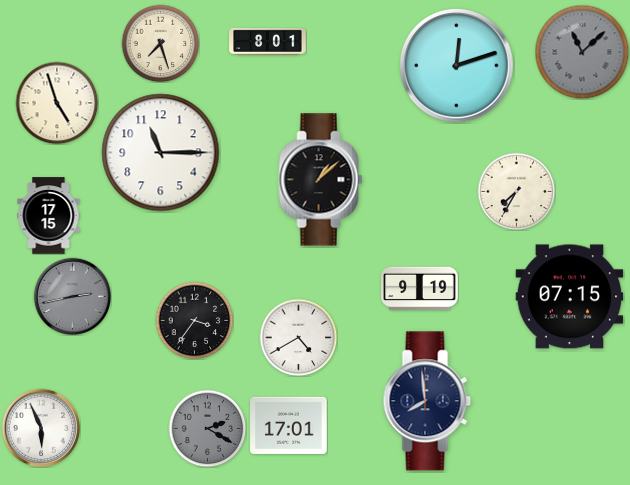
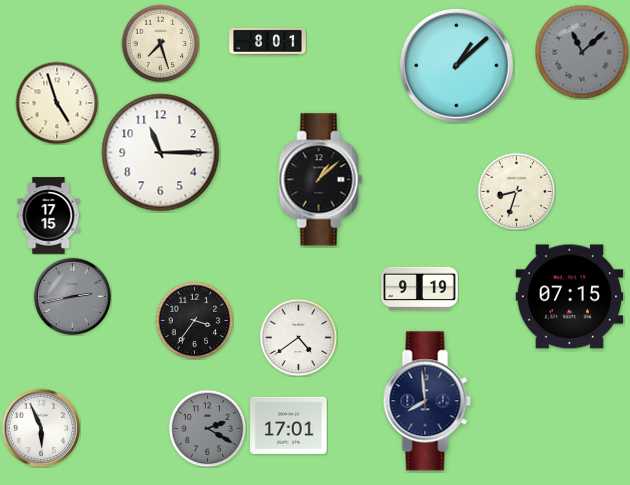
clock at (457, 66): 12:12 -> 1:08
clock at (516, 191): 7:35 -> 8:33
clock at (298, 337): 4:40 -> 4:39
